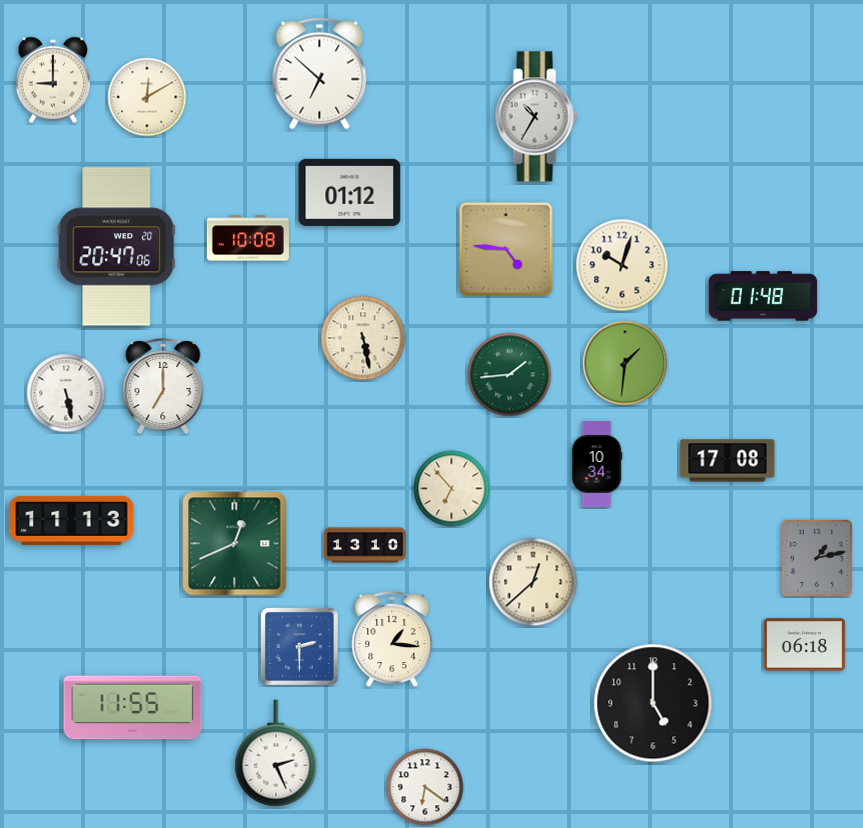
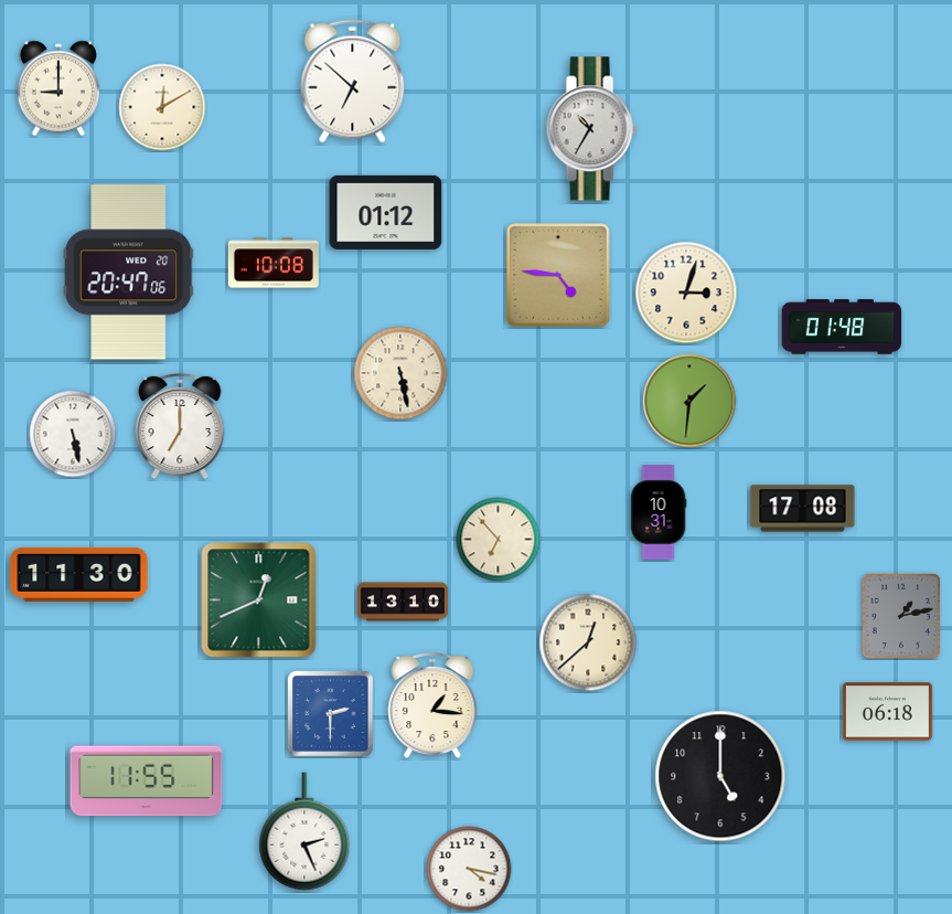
clock at (622, 265): 10:03 -> 3:03
clock at (510, 375): 1:44 -> none
clock at (597, 464): 10:34 -> 10:31
clock at (72, 520): 11:13 -> 11:30
clock at (425, 787): 6:21 -> 4:17
